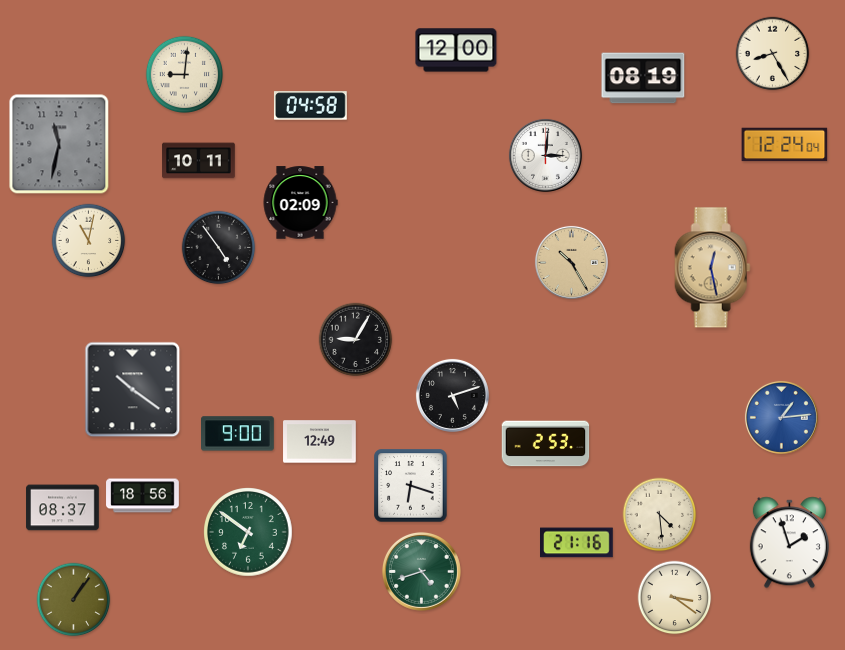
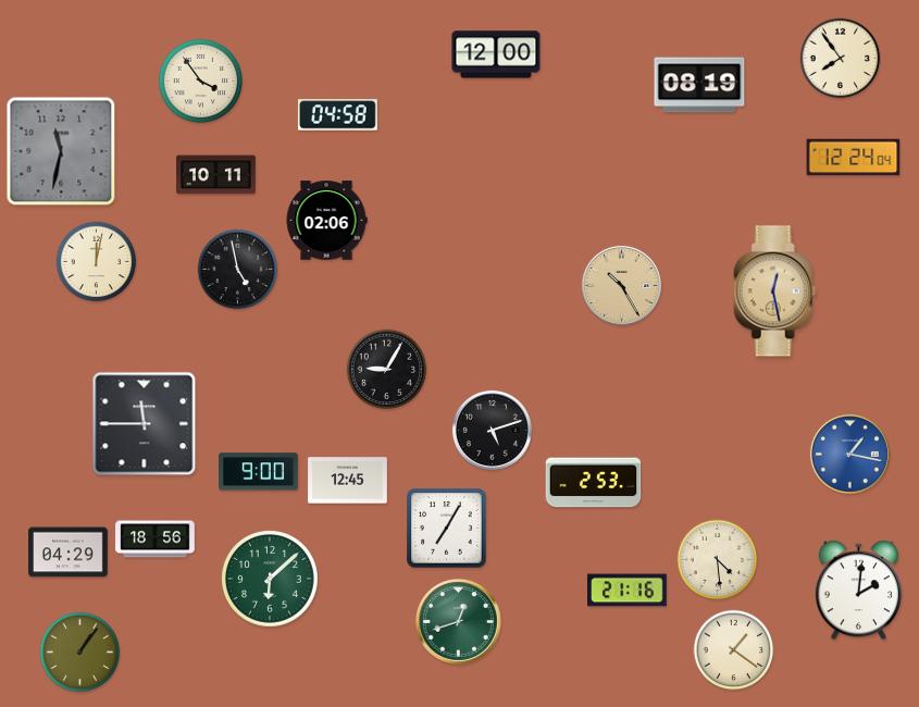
clock at (773, 54): 8:25 -> 7:54
clock at (184, 74): 9:01 -> 3:54
clock at (59, 144) position: (59, 144) -> (61, 151)
clock at (545, 155): 3:01 -> none
clock at (300, 203): 02:09 -> 02:06
clock at (89, 241): 11:02 -> 12:02
clock at (219, 248): 4:54 -> 4:58
clock at (133, 390): 10:21 -> 11:45
clock at (781, 417): 1:14 -> 1:17
clock at (320, 442): 12:49 -> 12:45
clock at (411, 486): 6:18 -> 7:05
clock at (63, 508): 08:37 -> 04:29
clock at (248, 532): 6:51 -> 6:08
clock at (789, 543): 1:57 -> 2:01
clock at (421, 571): 4:42 -> 12:42
clock at (675, 598): 3:21 -> 1:21
